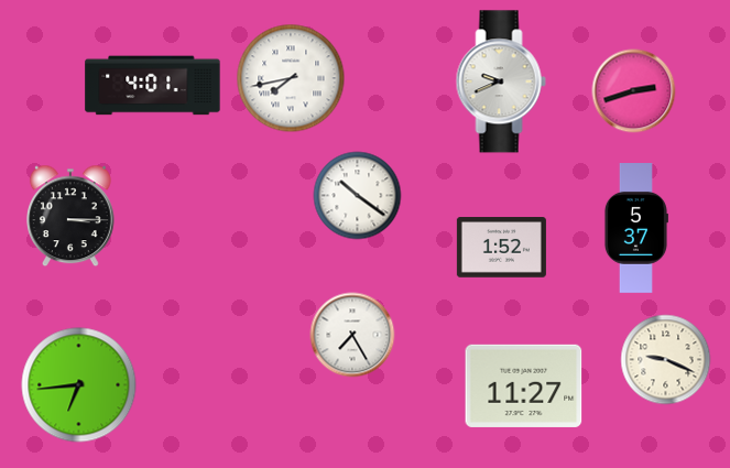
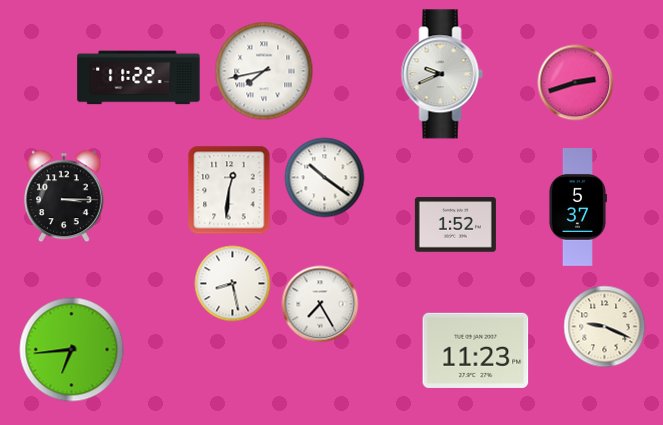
clock at (501, 81) position: (501, 81) -> (442, 74)
clock at (153, 86): 4:01 -> 11:22
clock at (229, 190): none -> 12:31
clock at (233, 284): none -> 8:28
clock at (524, 385): 11:27 -> 11:23
